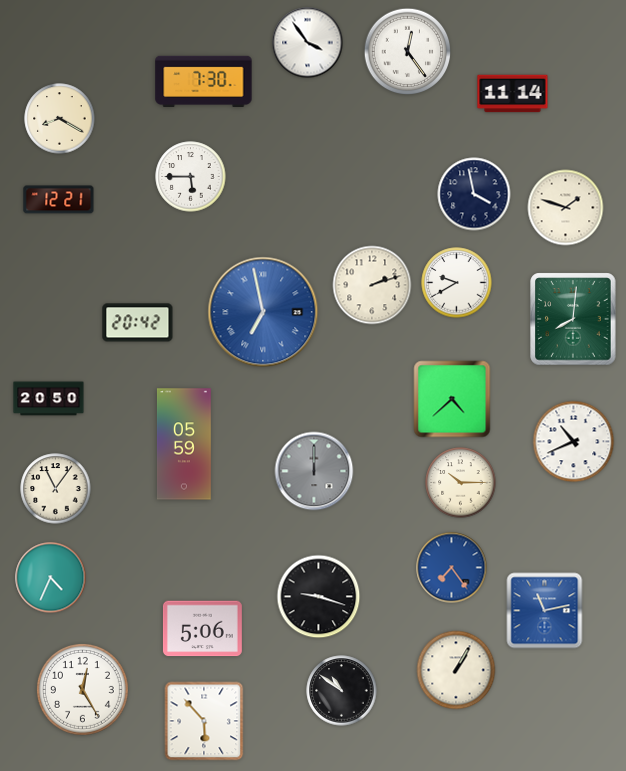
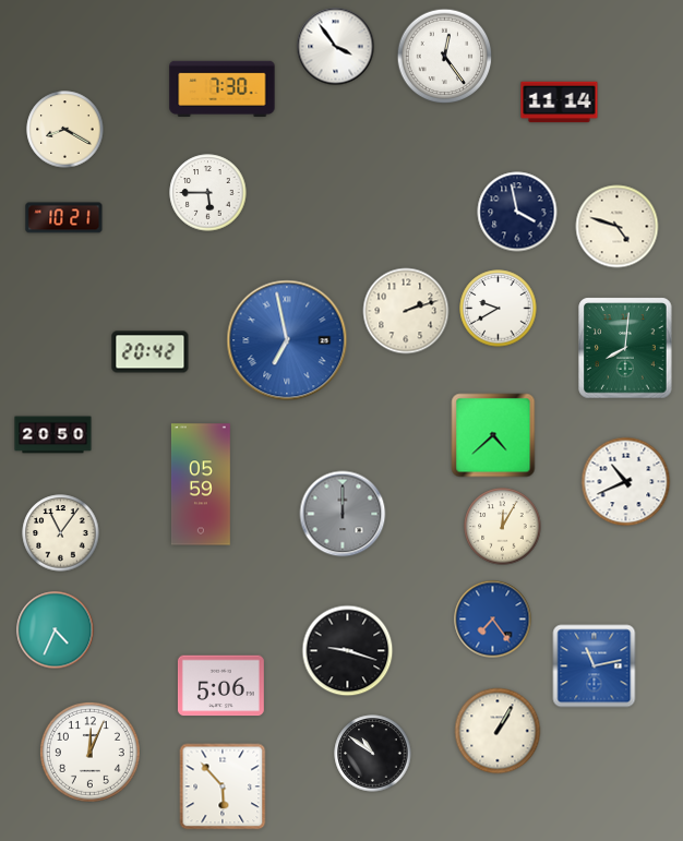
clock at (59, 200): 12:21 -> 10:21
clock at (566, 208): 1:48 -> 4:48
clock at (461, 483): 10:15 -> 12:05
clock at (82, 689): 12:25 -> 12:04
